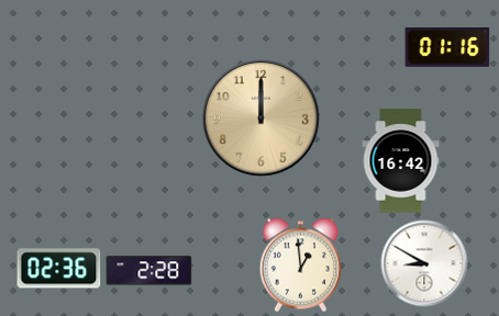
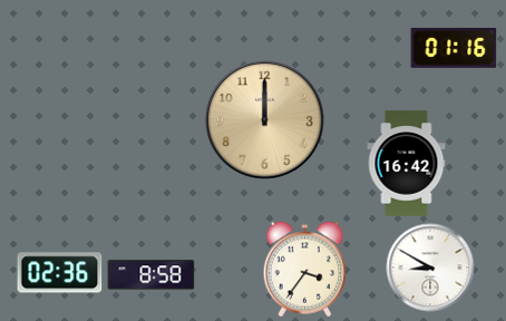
clock at (301, 266): 12:59 -> 3:36
clock at (149, 271): 2:28 -> 8:58
